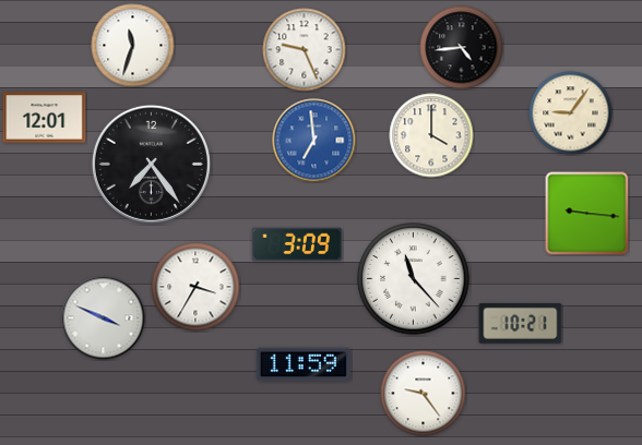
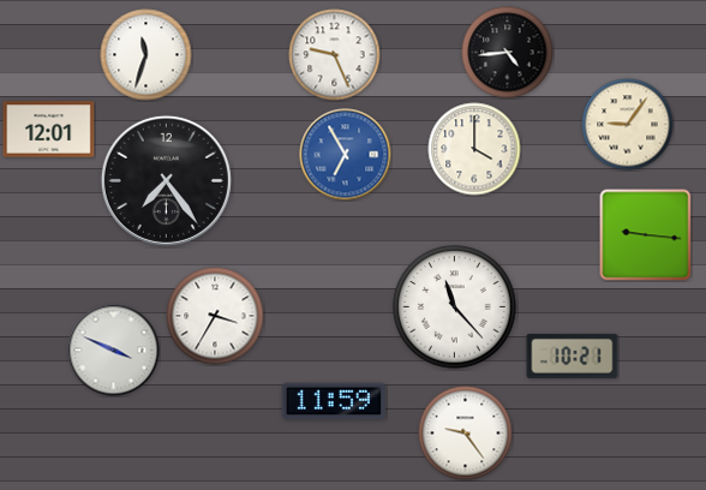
clock at (133, 46) position: (133, 46) -> (146, 55)
clock at (314, 141): 6:59 -> 6:55
clock at (297, 244): 3:09 -> none
